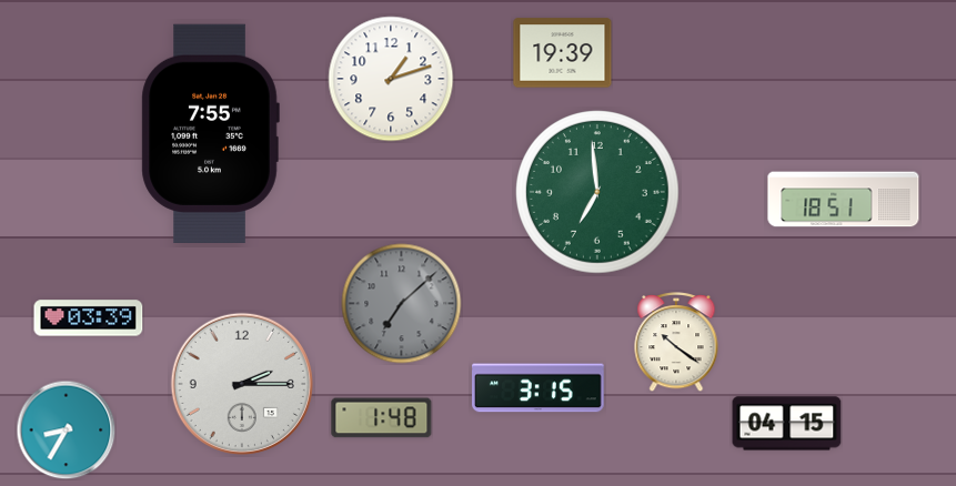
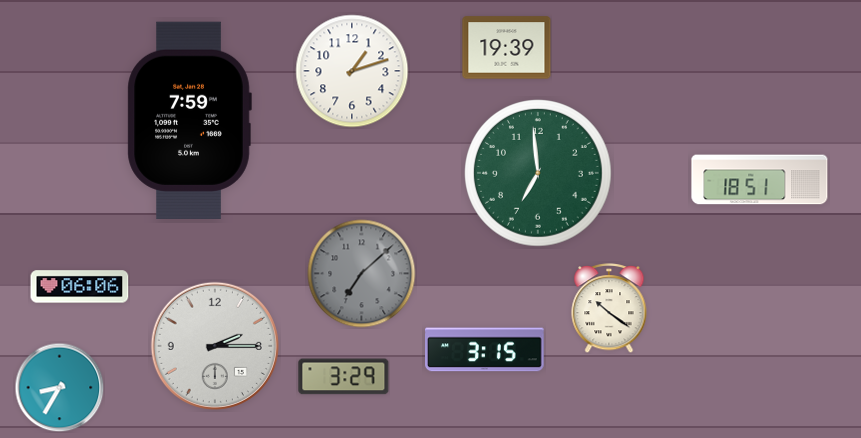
clock at (210, 133): 7:55 -> 7:59
clock at (89, 318): 03:39 -> 06:06
clock at (242, 384) position: (242, 384) -> (215, 346)
clock at (382, 418): 1:48 -> 3:29
clock at (787, 424): 04:15 -> none
